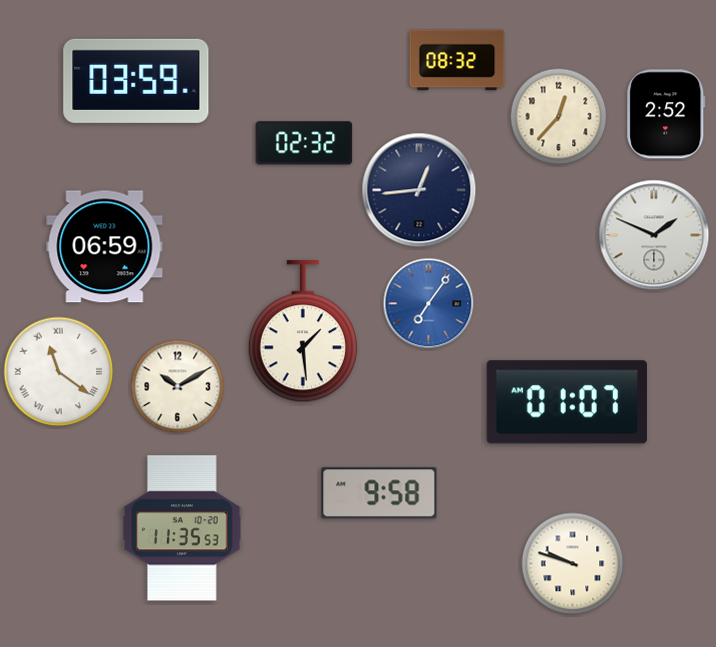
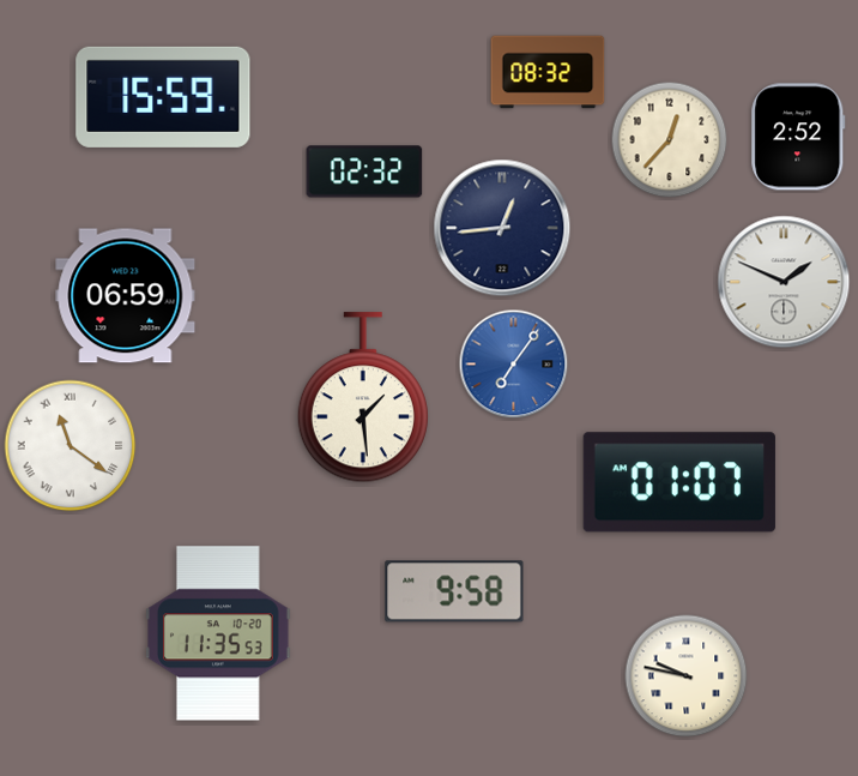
clock at (136, 81): 03:59 -> 15:59
clock at (178, 387): 10:10 -> none
clock at (573, 564): 9:48 -> 9:47
